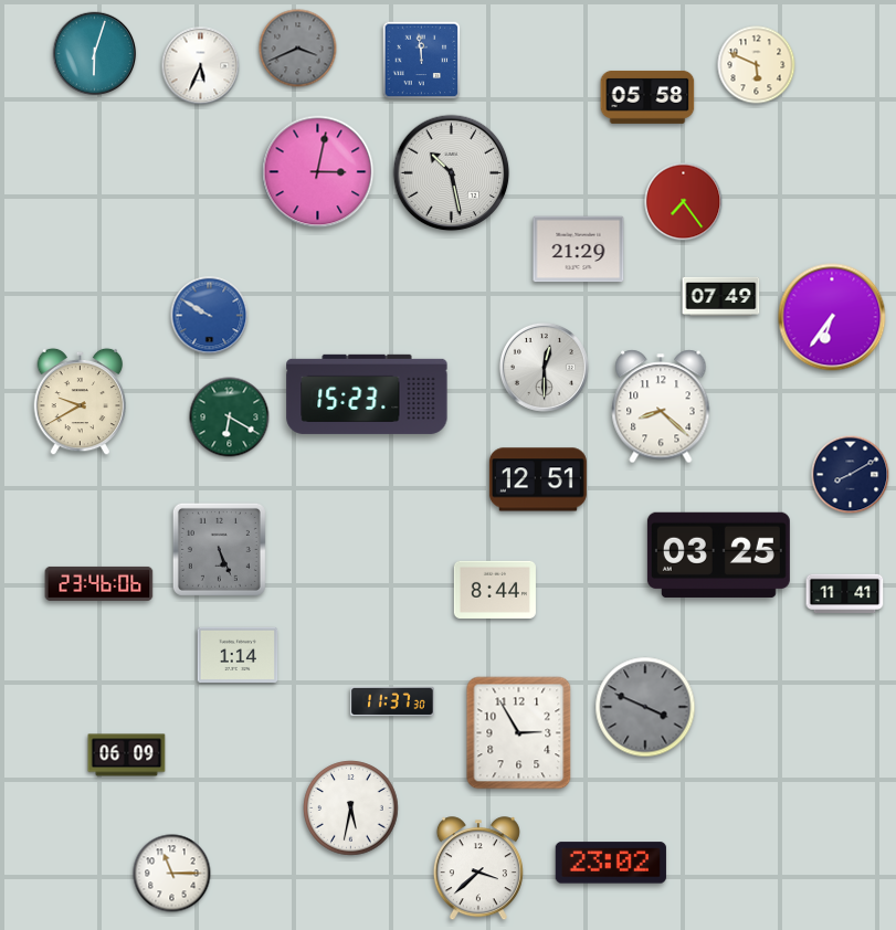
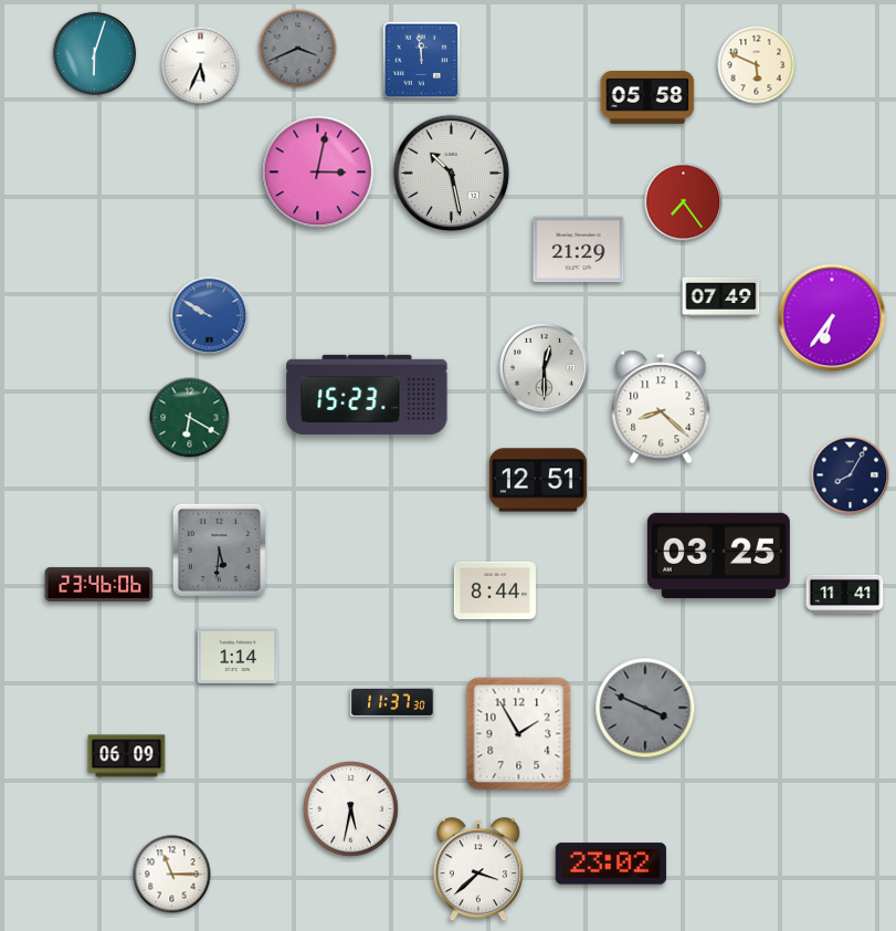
clock at (81, 402): 9:40 -> none
clock at (230, 418) position: (230, 418) -> (190, 418)
clock at (851, 475): 8:10 -> 8:05
clock at (219, 549): 5:26 -> 5:31
clock at (519, 733): 2:55 -> 1:55
